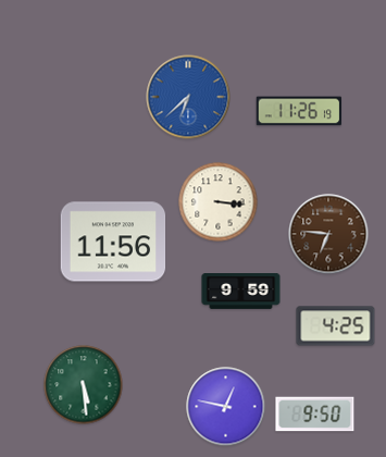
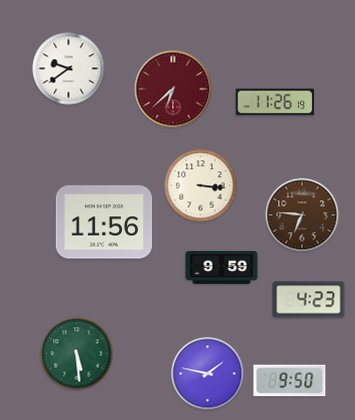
clock at (69, 69): none -> 9:39
clock at (188, 97) dial: blue -> burgundy
clock at (336, 326): 4:25 -> 4:23
clock at (226, 407): 12:47 -> 1:47
